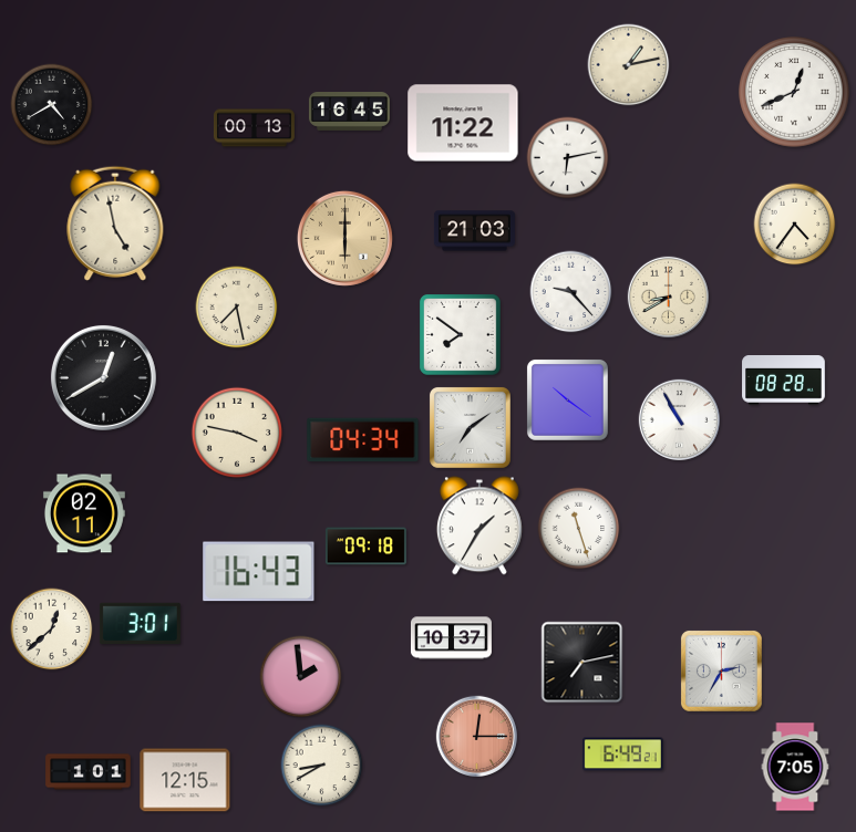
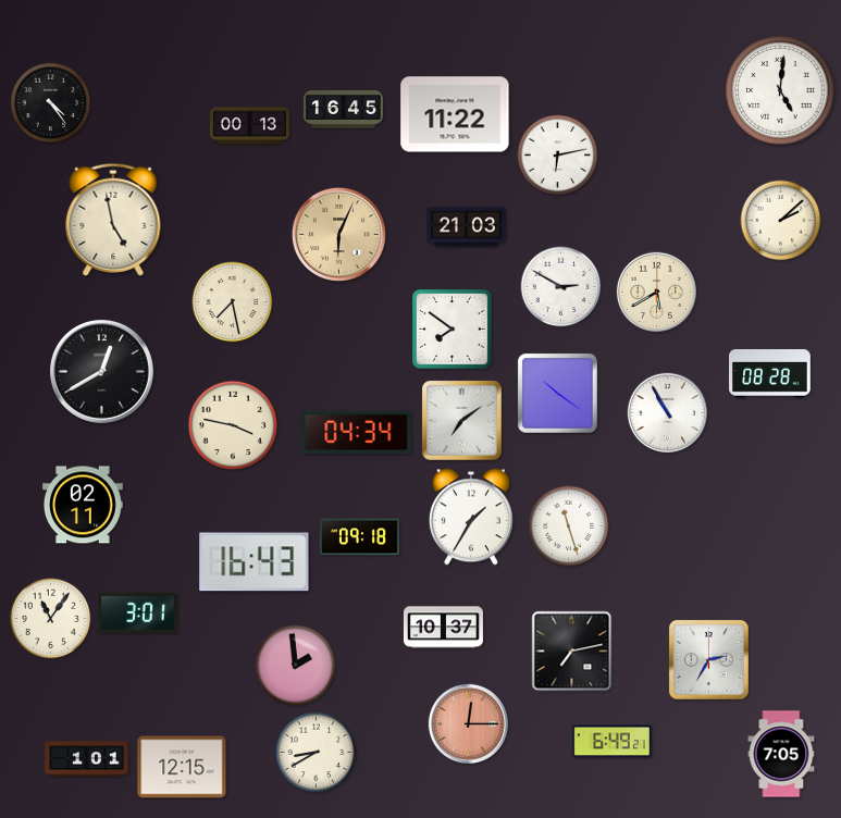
clock at (629, 65): 1:13 -> none
clock at (794, 92): 12:41 -> 5:01
clock at (52, 105): 4:40 -> 4:24
clock at (463, 123) position: (463, 123) -> (455, 114)
clock at (795, 225): 4:36 -> 2:08
clock at (344, 238): 6:00 -> 6:04
clock at (571, 292): 9:23 -> 2:50
clock at (668, 297): 8:40 -> 5:40
clock at (579, 529) position: (579, 529) -> (569, 526)
clock at (52, 630): 12:38 -> 11:06
